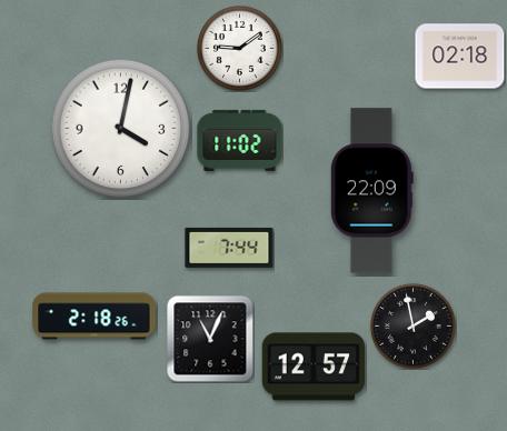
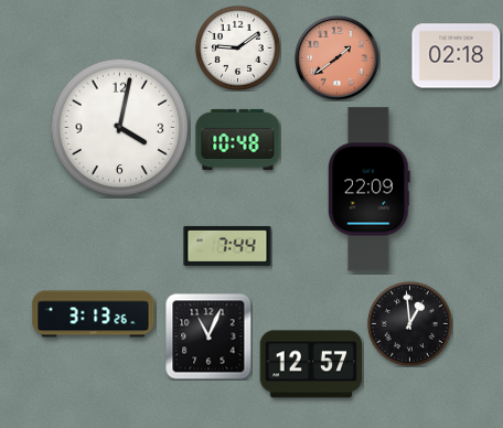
clock at (338, 58): none -> 1:39
clock at (240, 140): 11:02 -> 10:48
clock at (95, 317): 2:18 -> 3:13
clock at (412, 325): 1:58 -> 12:59
